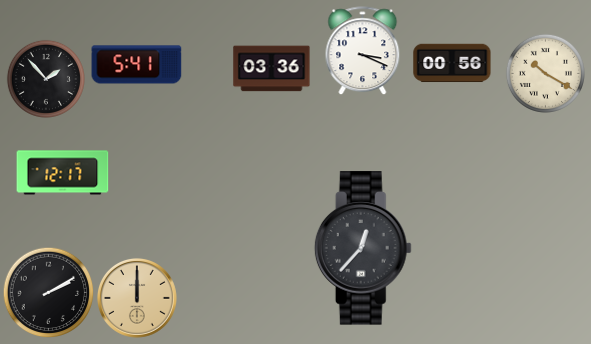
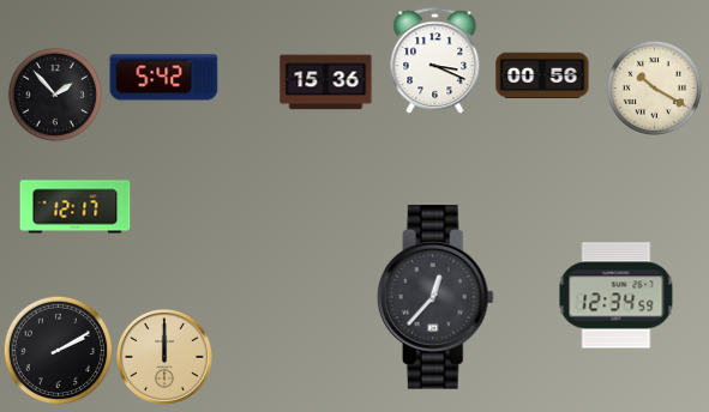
clock at (137, 65): 5:41 -> 5:42
clock at (272, 69): 03:36 -> 15:36
clock at (617, 296): none -> 12:34
